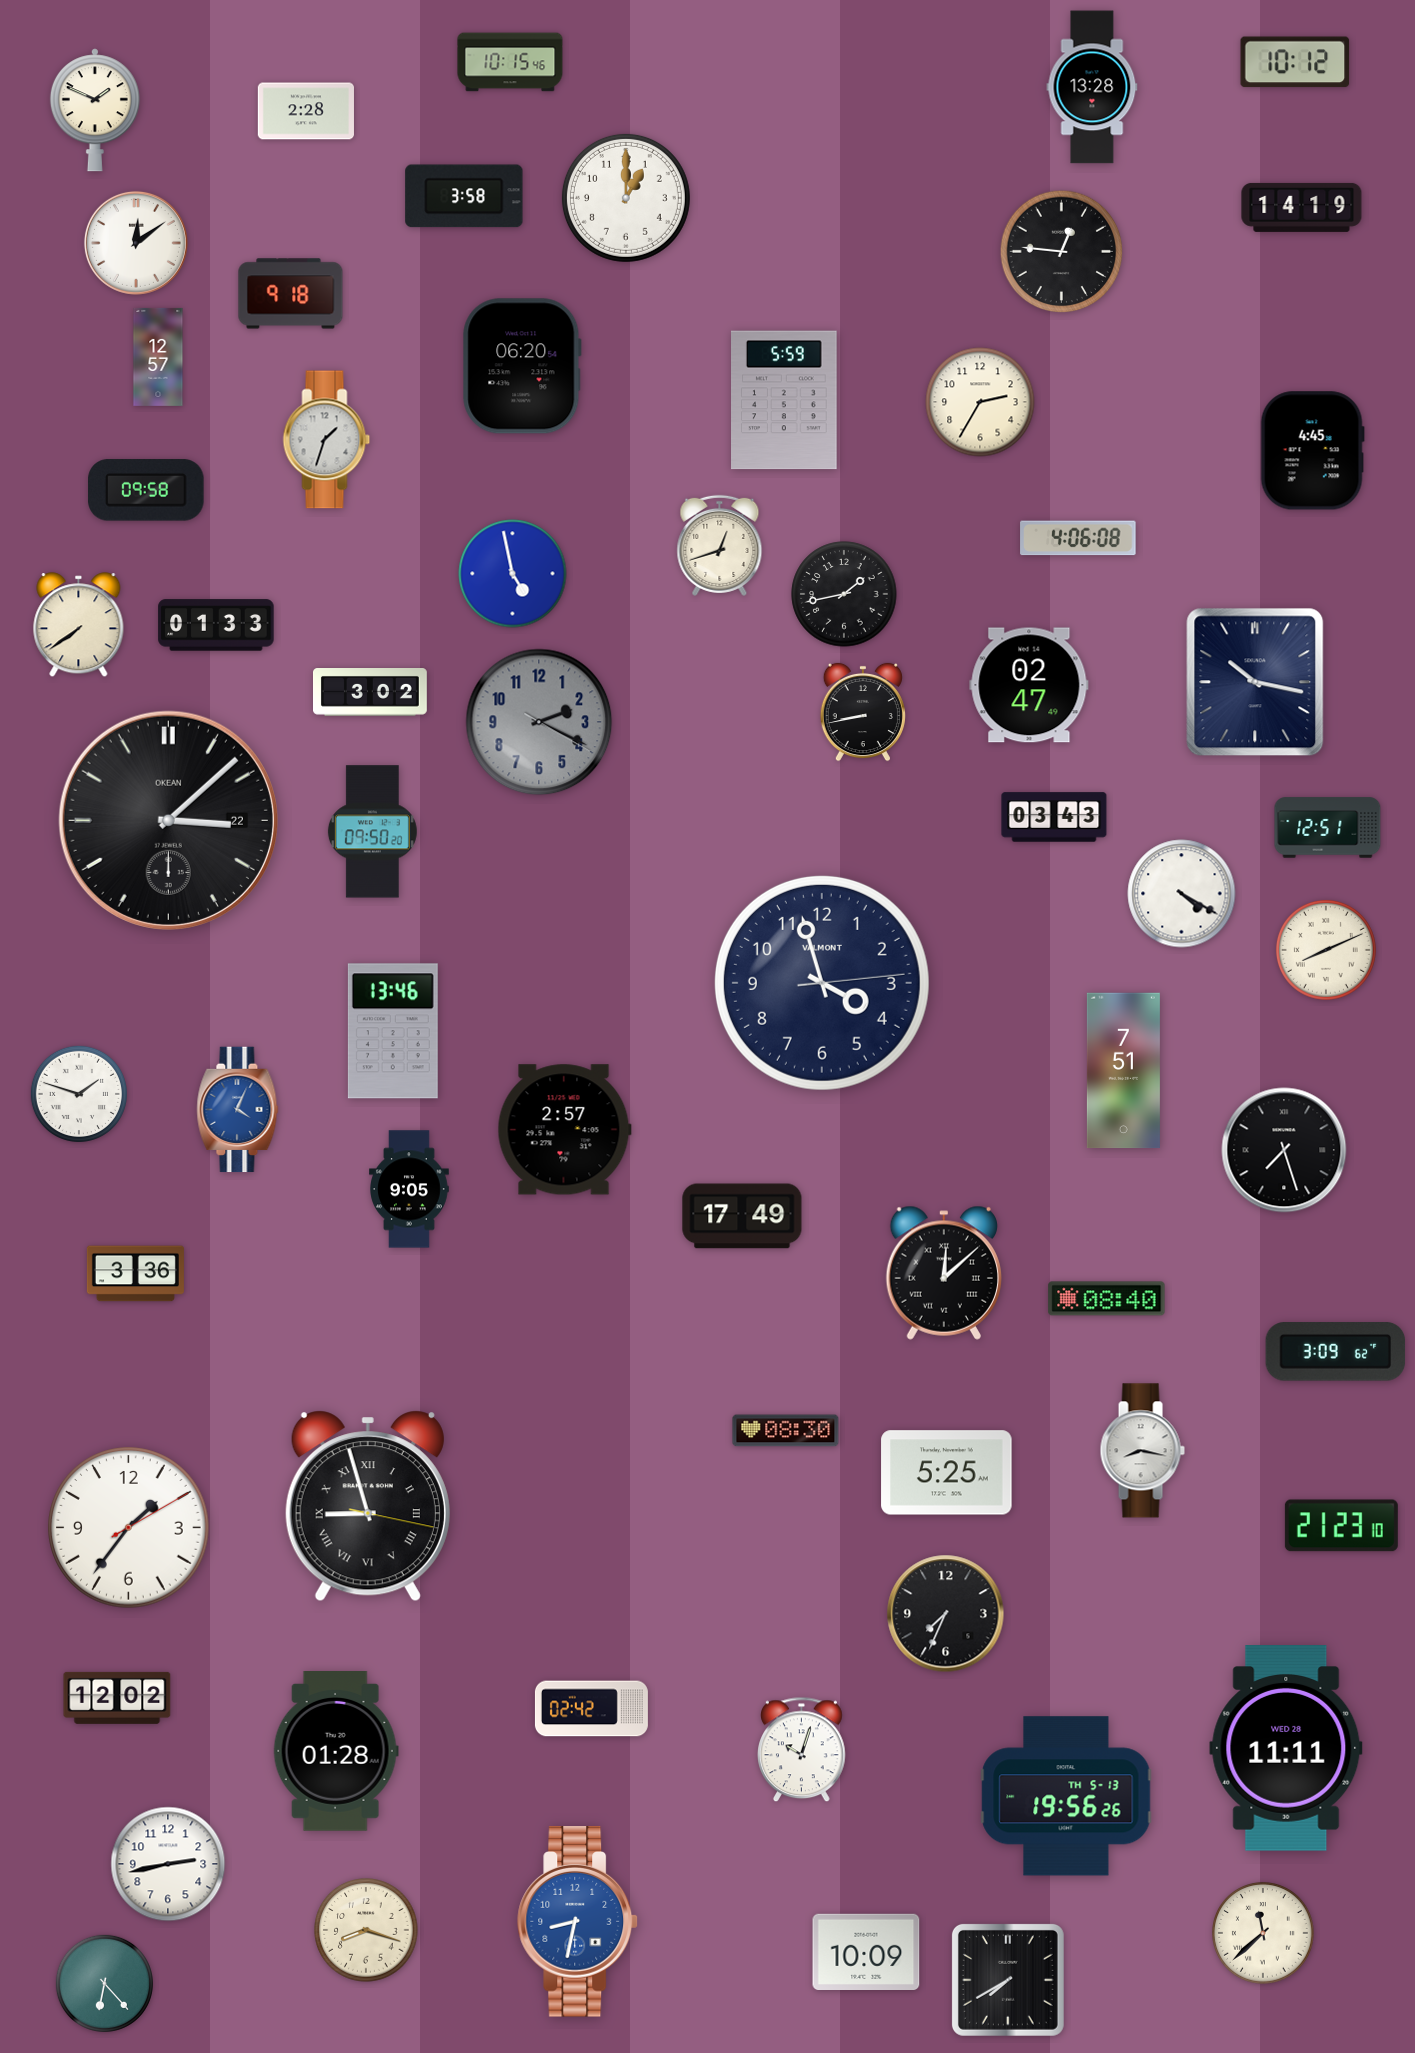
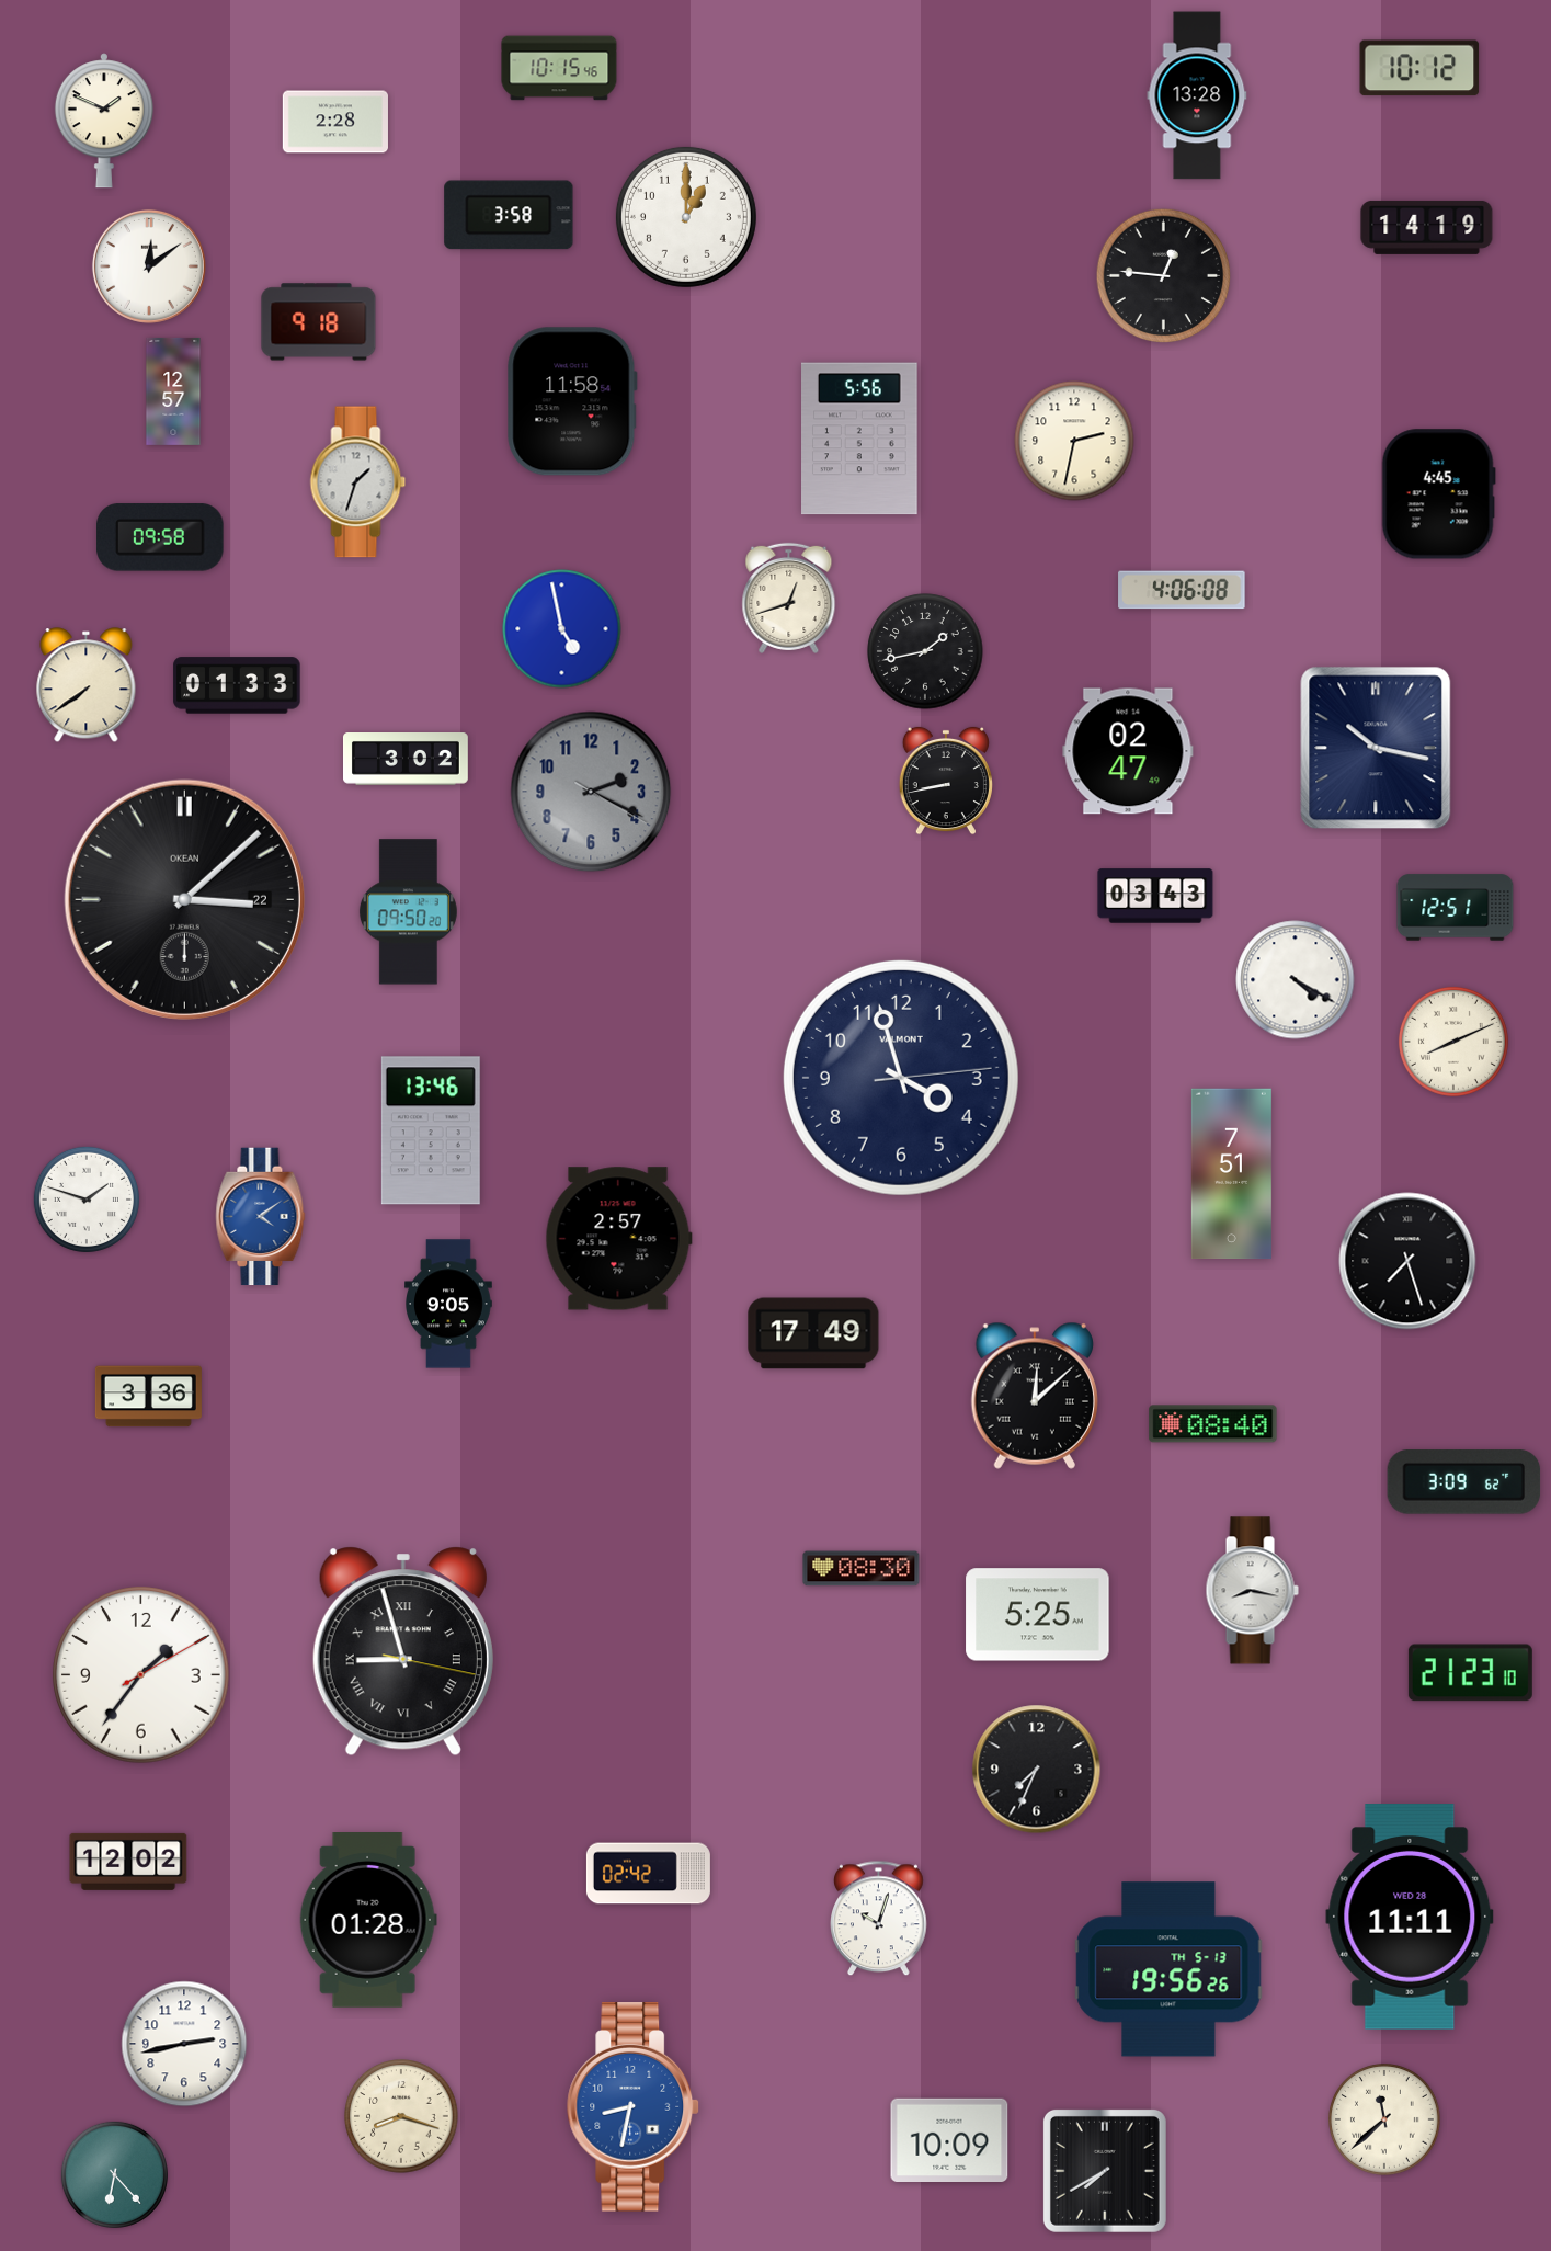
clock at (522, 366): 06:20 -> 11:58
clock at (785, 400): 5:59 -> 5:56
clock at (980, 402): 2:35 -> 2:32
clock at (238, 1110): 4:04 -> 4:09
